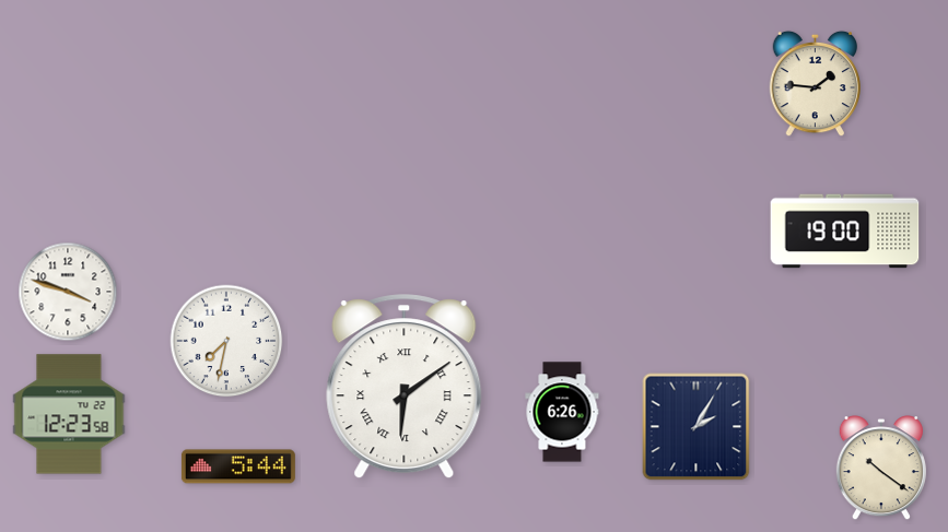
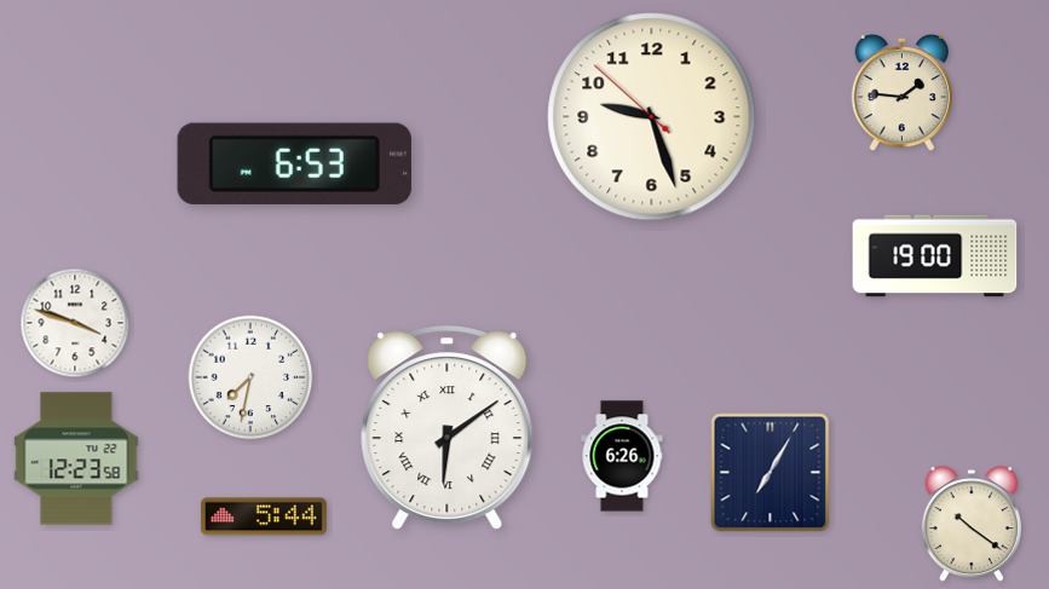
clock at (652, 117): none -> 9:26
clock at (294, 163): none -> 6:53
clock at (697, 427): 2:05 -> 7:05
clock at (881, 469) position: (881, 469) -> (972, 525)
